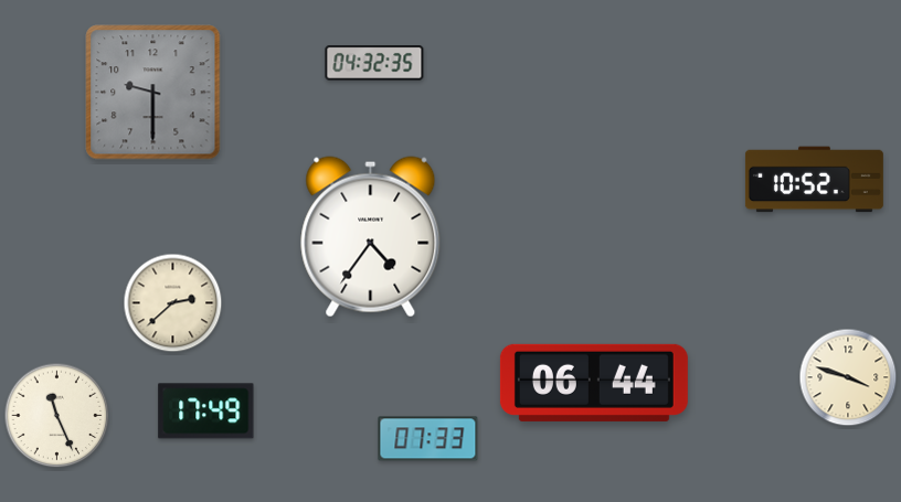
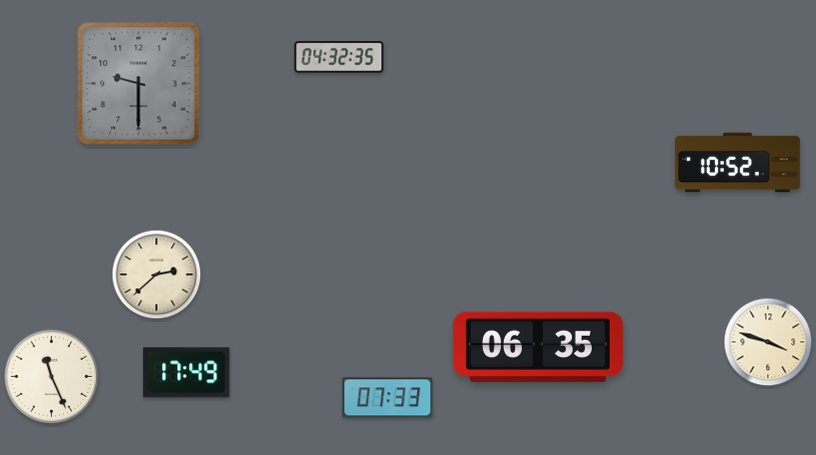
clock at (371, 237): 4:36 -> none
clock at (594, 383): 06:44 -> 06:35
